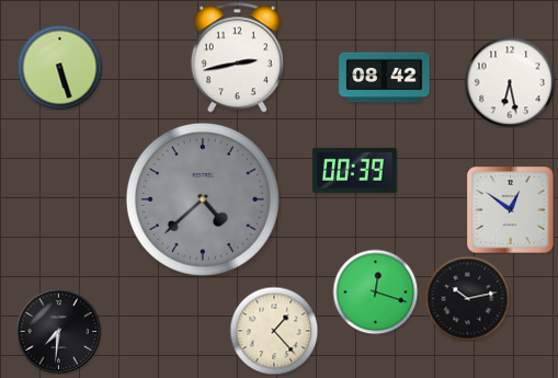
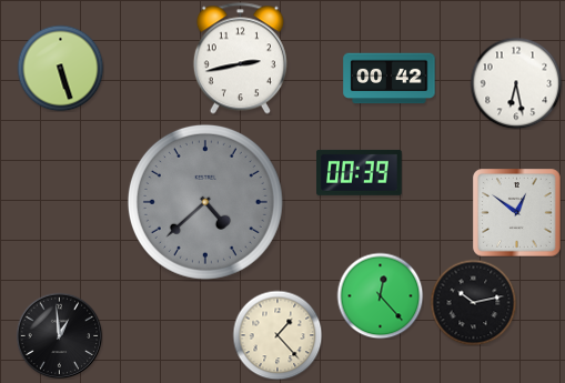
clock at (385, 78): 08:42 -> 00:42
clock at (375, 291): 12:18 -> 12:23
clock at (58, 331): 7:31 -> 12:59
